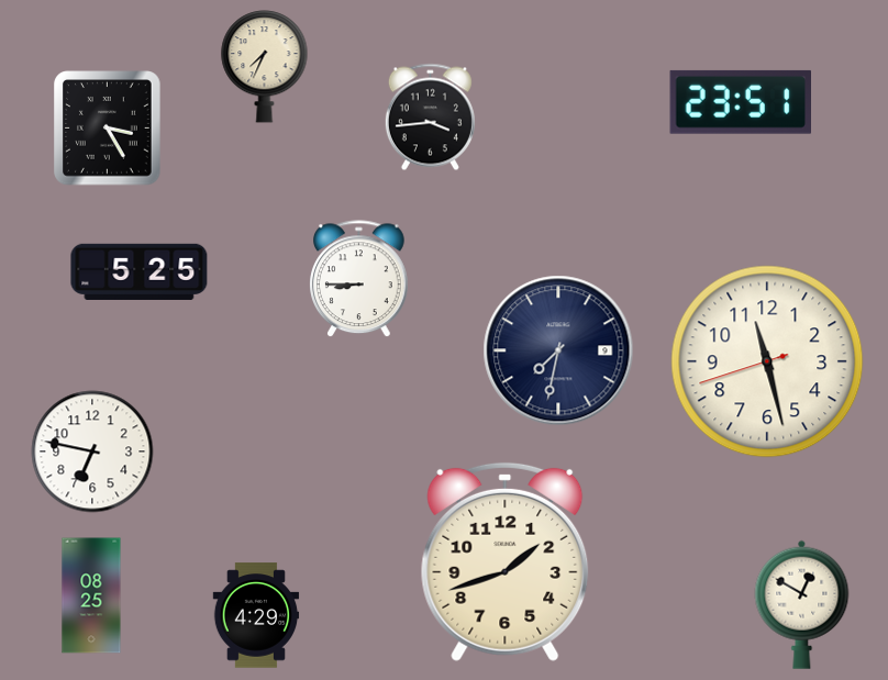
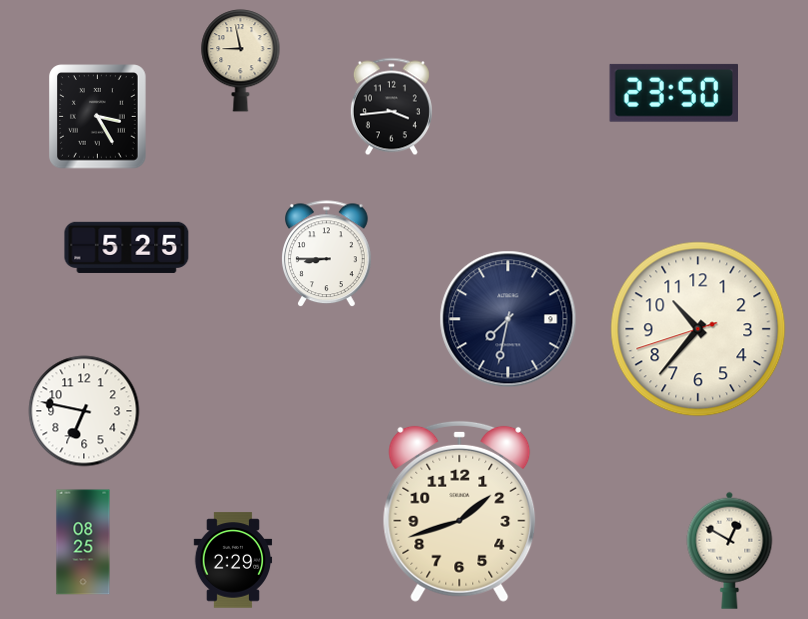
clock at (265, 67): 7:34 -> 8:58
clock at (740, 102): 23:51 -> 23:50
clock at (767, 361): 11:27 -> 10:36
clock at (256, 615): 4:29 -> 2:29
